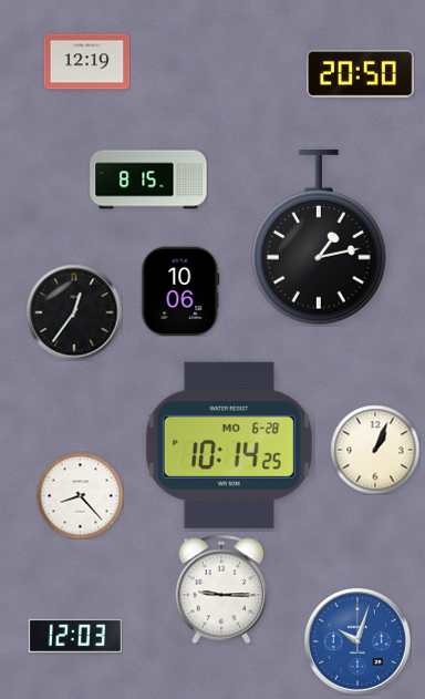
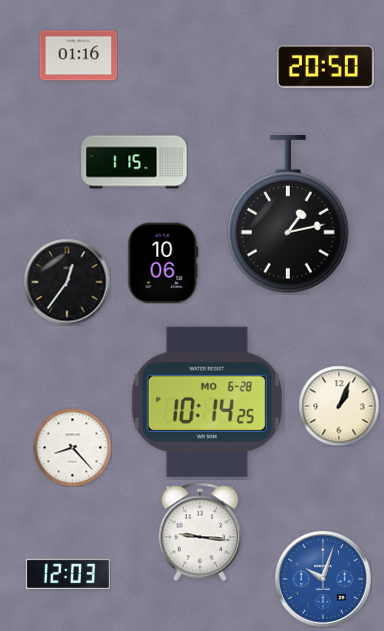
clock at (86, 62): 12:19 -> 01:16
clock at (148, 179): 8:15 -> 1:15
clock at (221, 589): 9:15 -> 9:16
